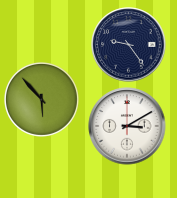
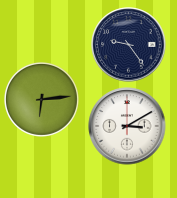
clock at (42, 100): 5:53 -> 6:14
